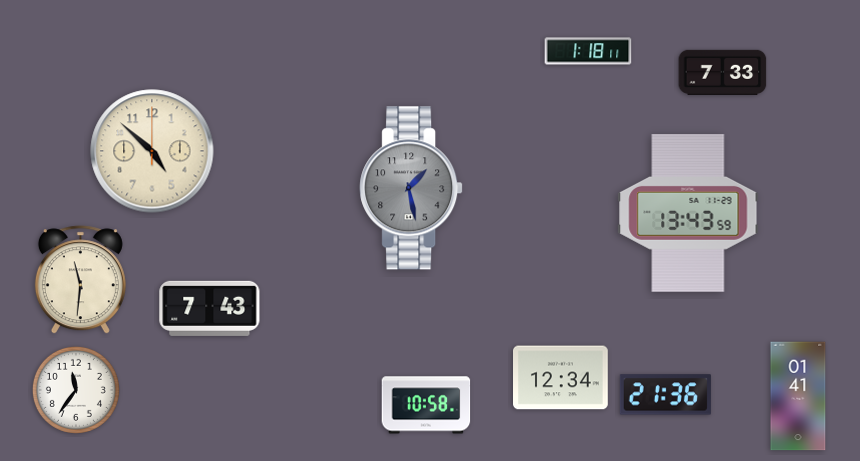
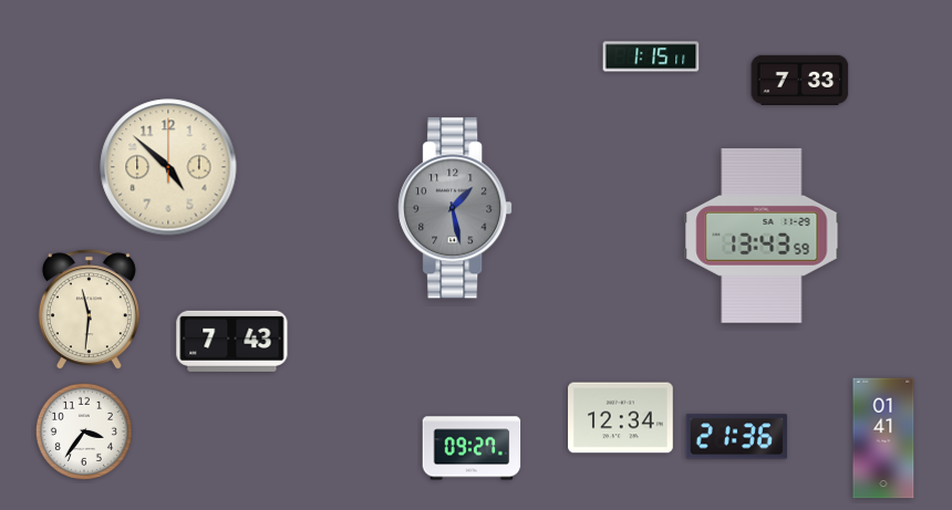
clock at (588, 51): 1:18 -> 1:15
clock at (76, 390): 11:36 -> 3:36
clock at (426, 405): 10:58 -> 09:27
